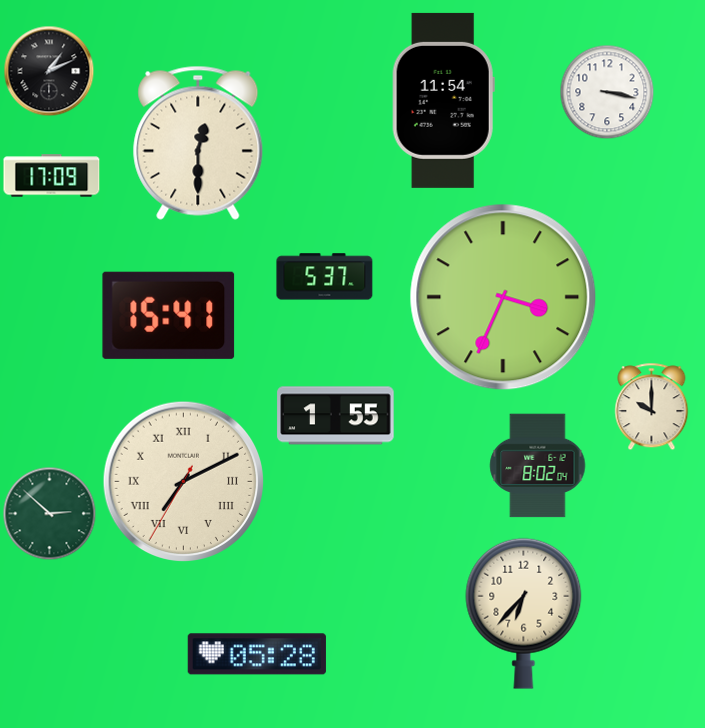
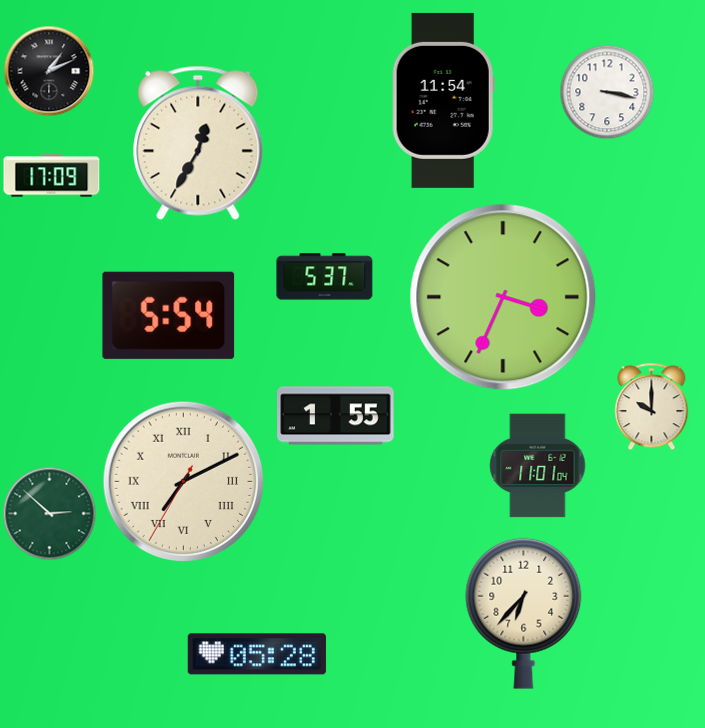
clock at (198, 143): 12:30 -> 12:35
clock at (169, 315): 15:41 -> 5:54
clock at (538, 466): 8:02 -> 11:01
